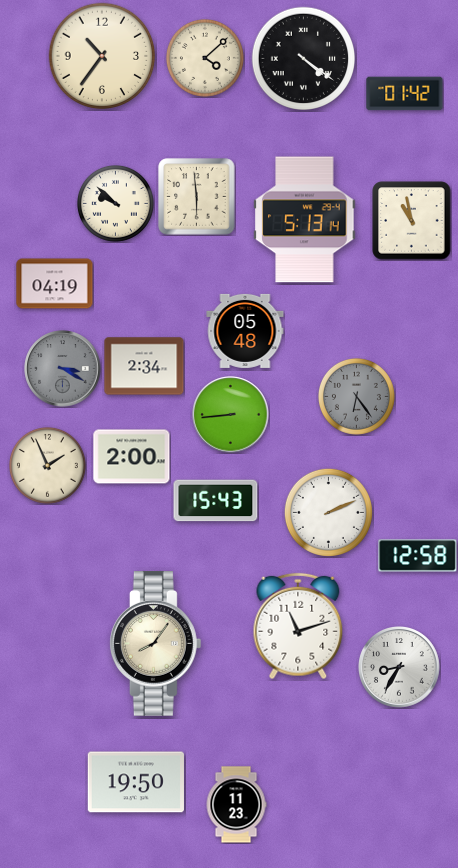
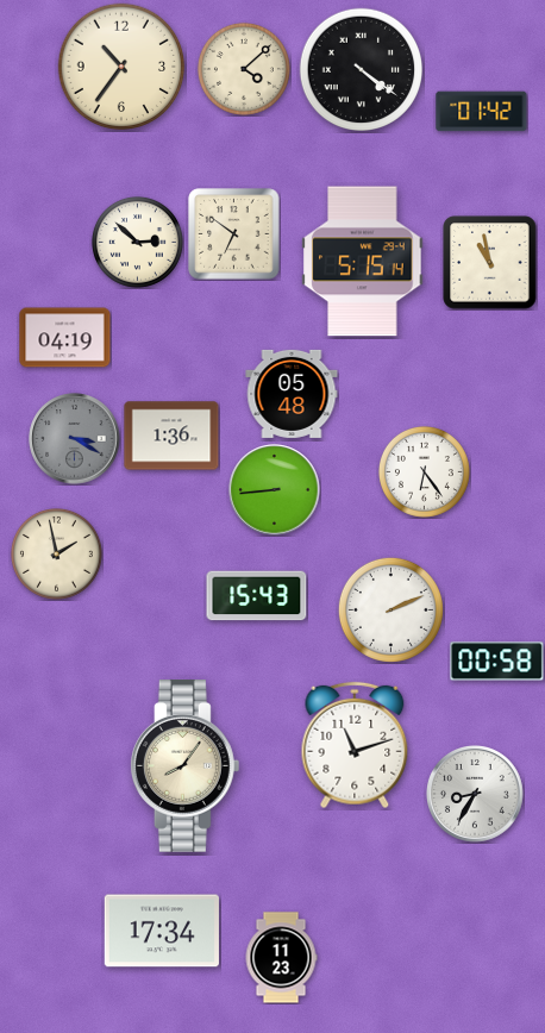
clock at (197, 197): 5:59 -> 6:51
clock at (115, 203): 9:52 -> 2:52
clock at (305, 220): 5:13 -> 5:15
clock at (144, 366): 2:34 -> 1:36
clock at (356, 396) dial: grey -> white
clock at (231, 415) position: (231, 415) -> (275, 490)
clock at (132, 457): 2:00 -> none
clock at (47, 465): 1:56 -> 1:58
clock at (418, 556): 12:58 -> 00:58
clock at (136, 782): 19:50 -> 17:34
